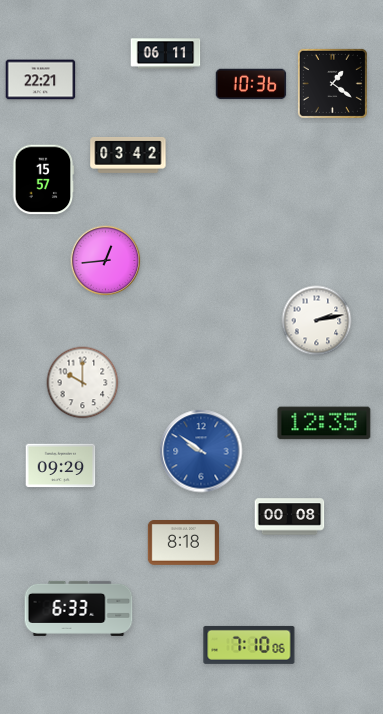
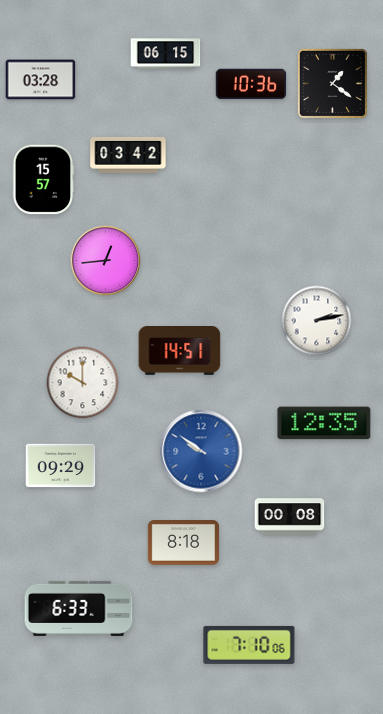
clock at (166, 54): 06:11 -> 06:15
clock at (41, 80): 22:21 -> 03:28
clock at (180, 351): none -> 14:51
